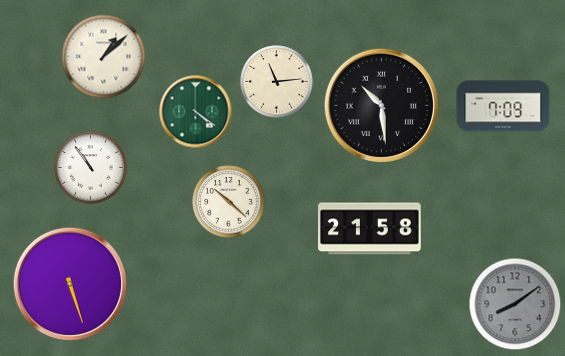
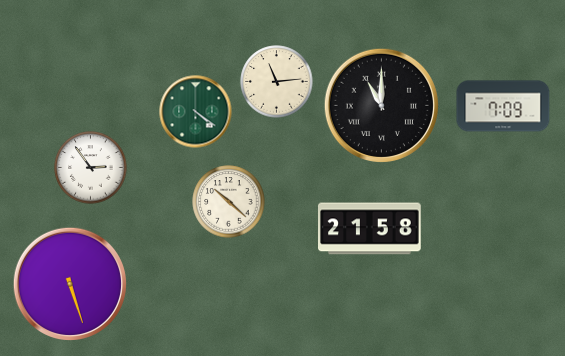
clock at (104, 57): 1:08 -> none
clock at (381, 105): 10:29 -> 11:00
clock at (91, 168): 10:54 -> 2:54
clock at (515, 304): 8:09 -> none
